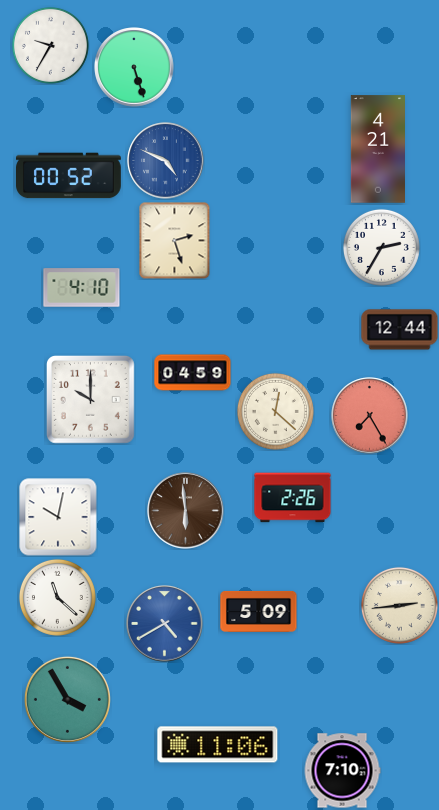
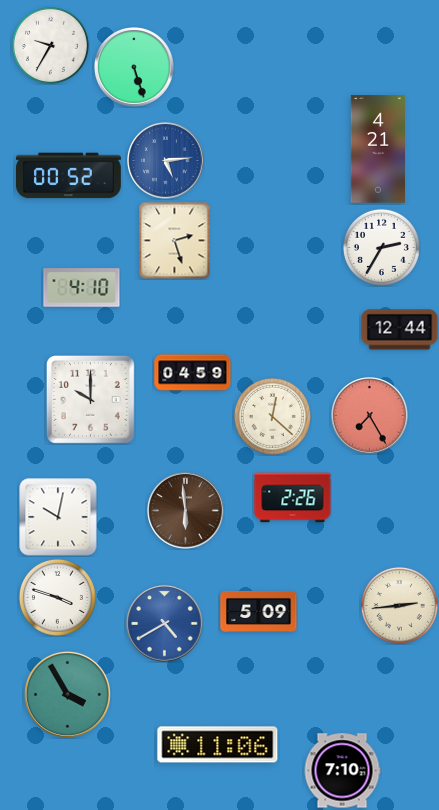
clock at (166, 161): 4:49 -> 5:14
clock at (275, 411) position: (275, 411) -> (272, 416)
clock at (57, 597): 11:22 -> 3:48
clock at (67, 699) position: (67, 699) -> (67, 694)
